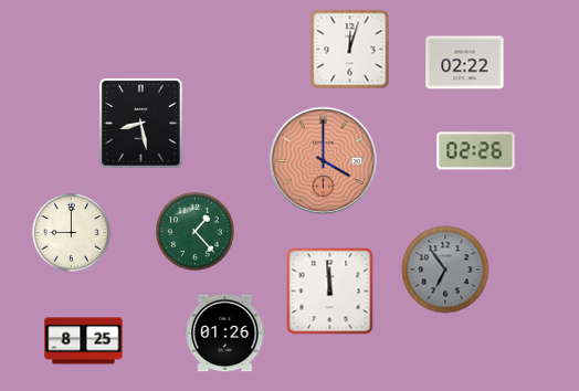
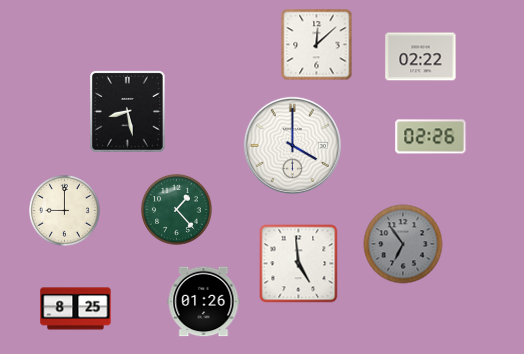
clock at (350, 50): 12:03 -> 12:08
clock at (323, 160) dial: salmon -> white
clock at (330, 292): 11:59 -> 4:59
